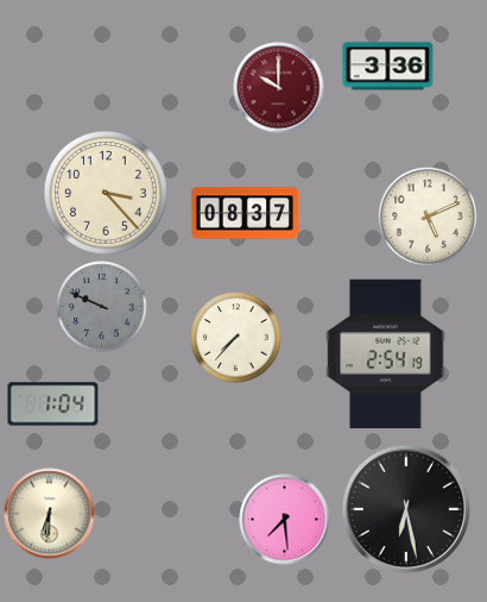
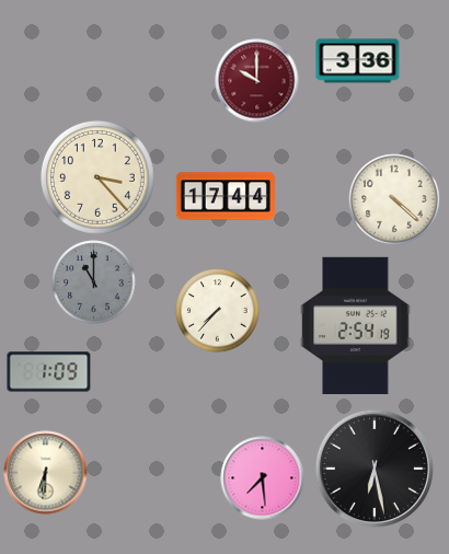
clock at (245, 213): 08:37 -> 17:44
clock at (428, 217): 5:11 -> 4:22
clock at (102, 307): 9:49 -> 11:00
clock at (53, 405): 1:04 -> 1:09
